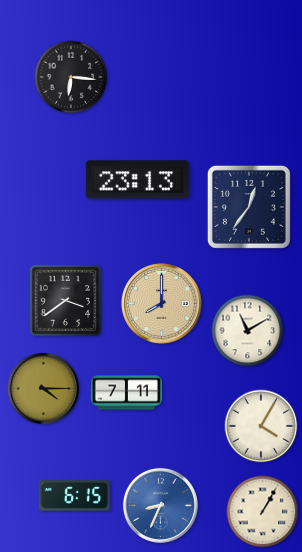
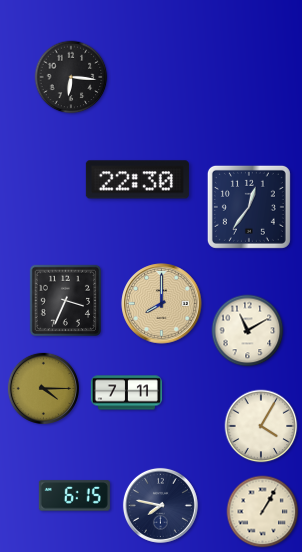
clock at (137, 180): 23:13 -> 22:30
clock at (65, 300): 3:39 -> 3:34
clock at (160, 505): 8:34 -> 7:47
clock at (160, 505) dial: blue -> navy
